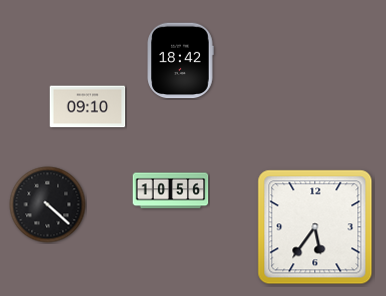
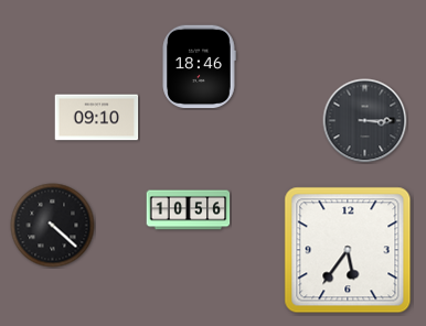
clock at (180, 61): 18:42 -> 18:46
clock at (365, 121): none -> 3:15
